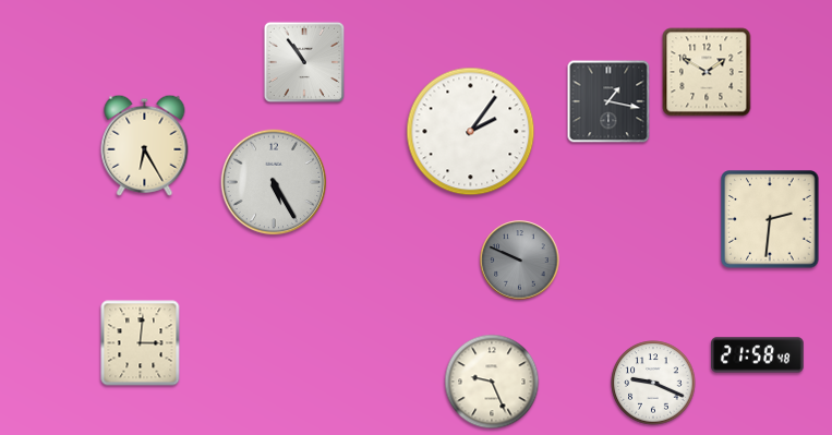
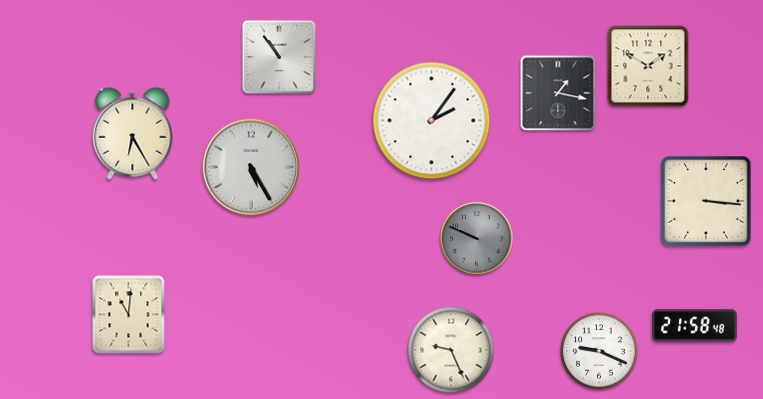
clock at (770, 219): 2:31 -> 3:16
clock at (141, 343): 3:01 -> 11:01
